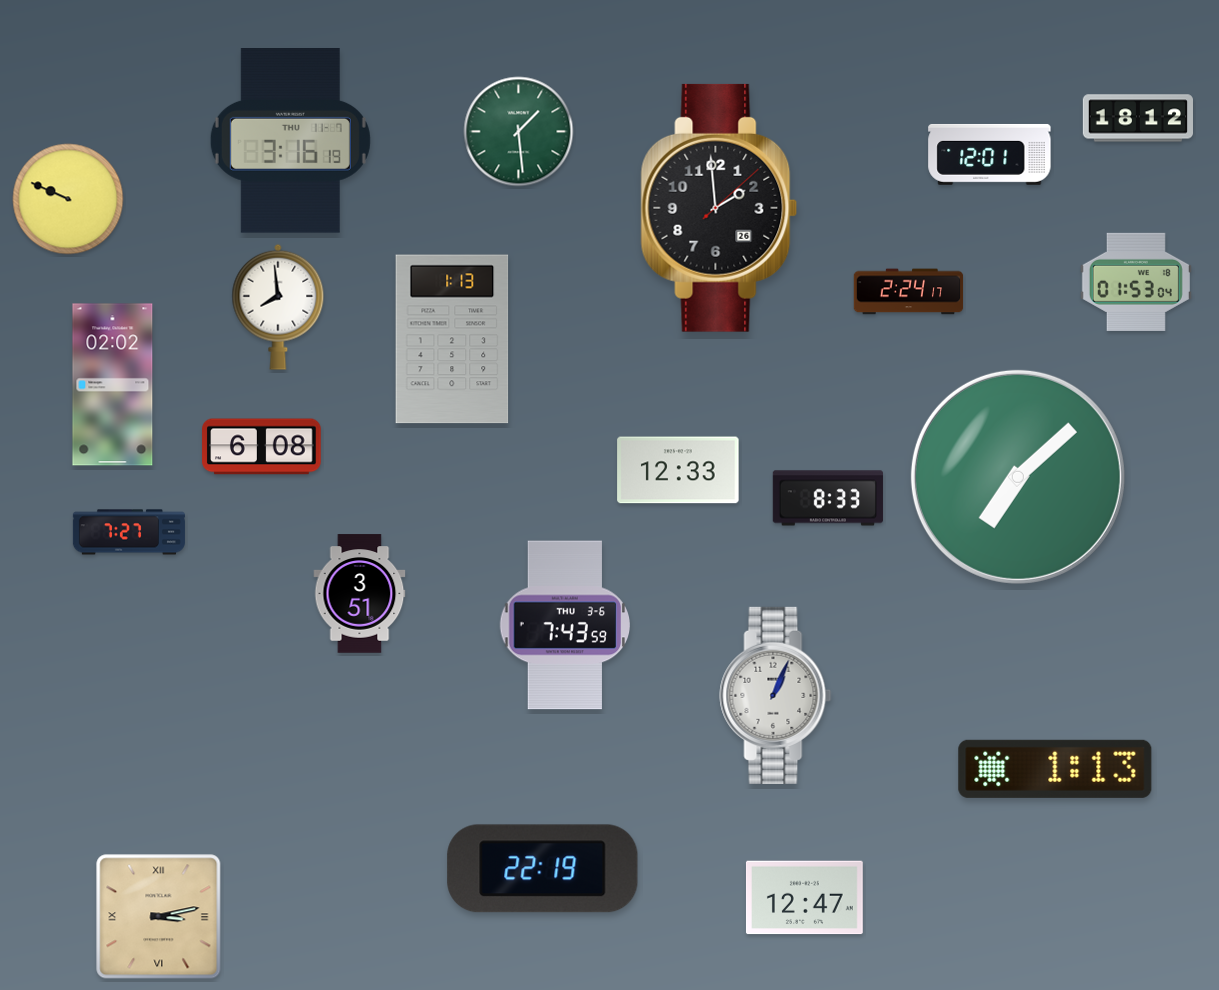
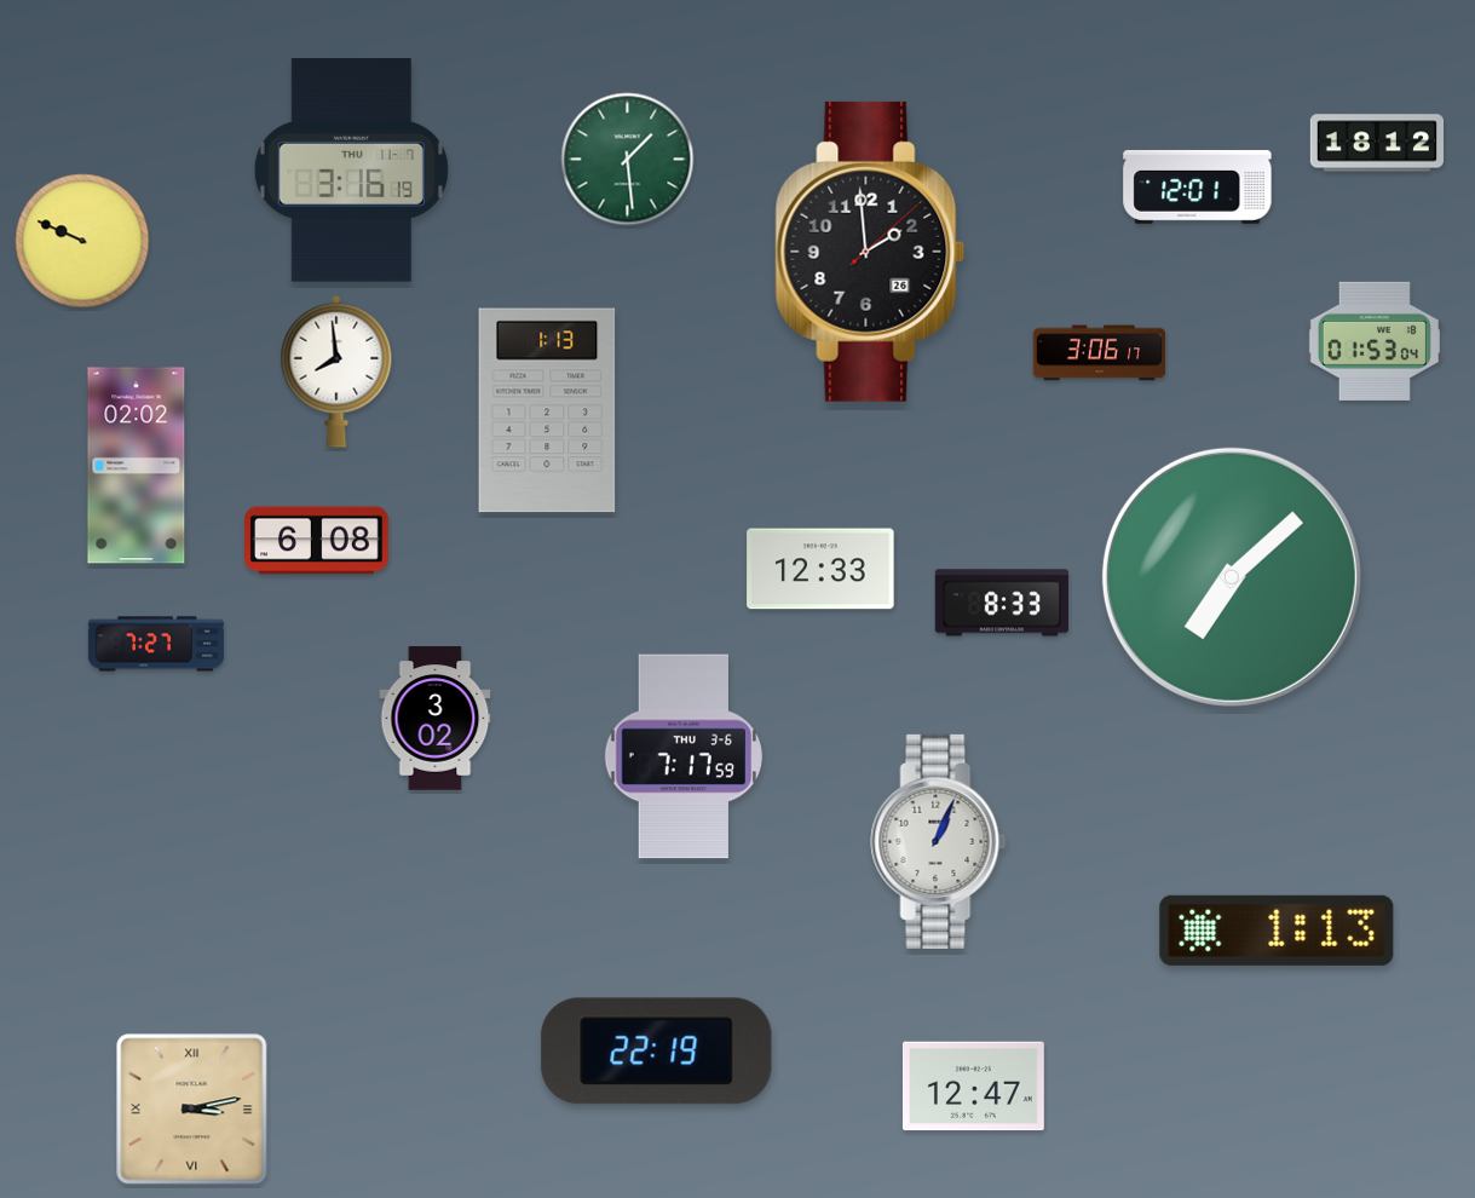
clock at (909, 292): 2:24 -> 3:06
clock at (360, 594): 3:51 -> 3:02
clock at (565, 625): 7:43 -> 7:17
